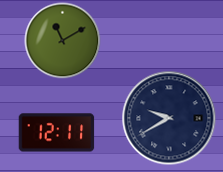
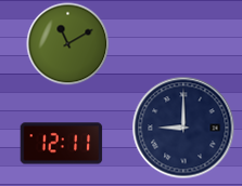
clock at (169, 118): 9:40 -> 9:00
